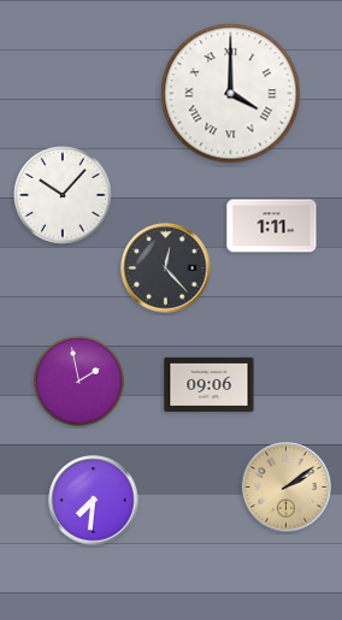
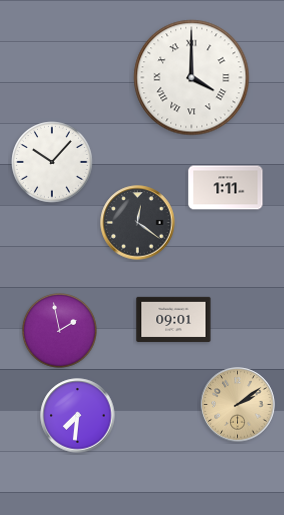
clock at (166, 268): 12:23 -> 12:21
clock at (79, 382) position: (79, 382) -> (60, 331)
clock at (210, 384): 09:06 -> 09:01
